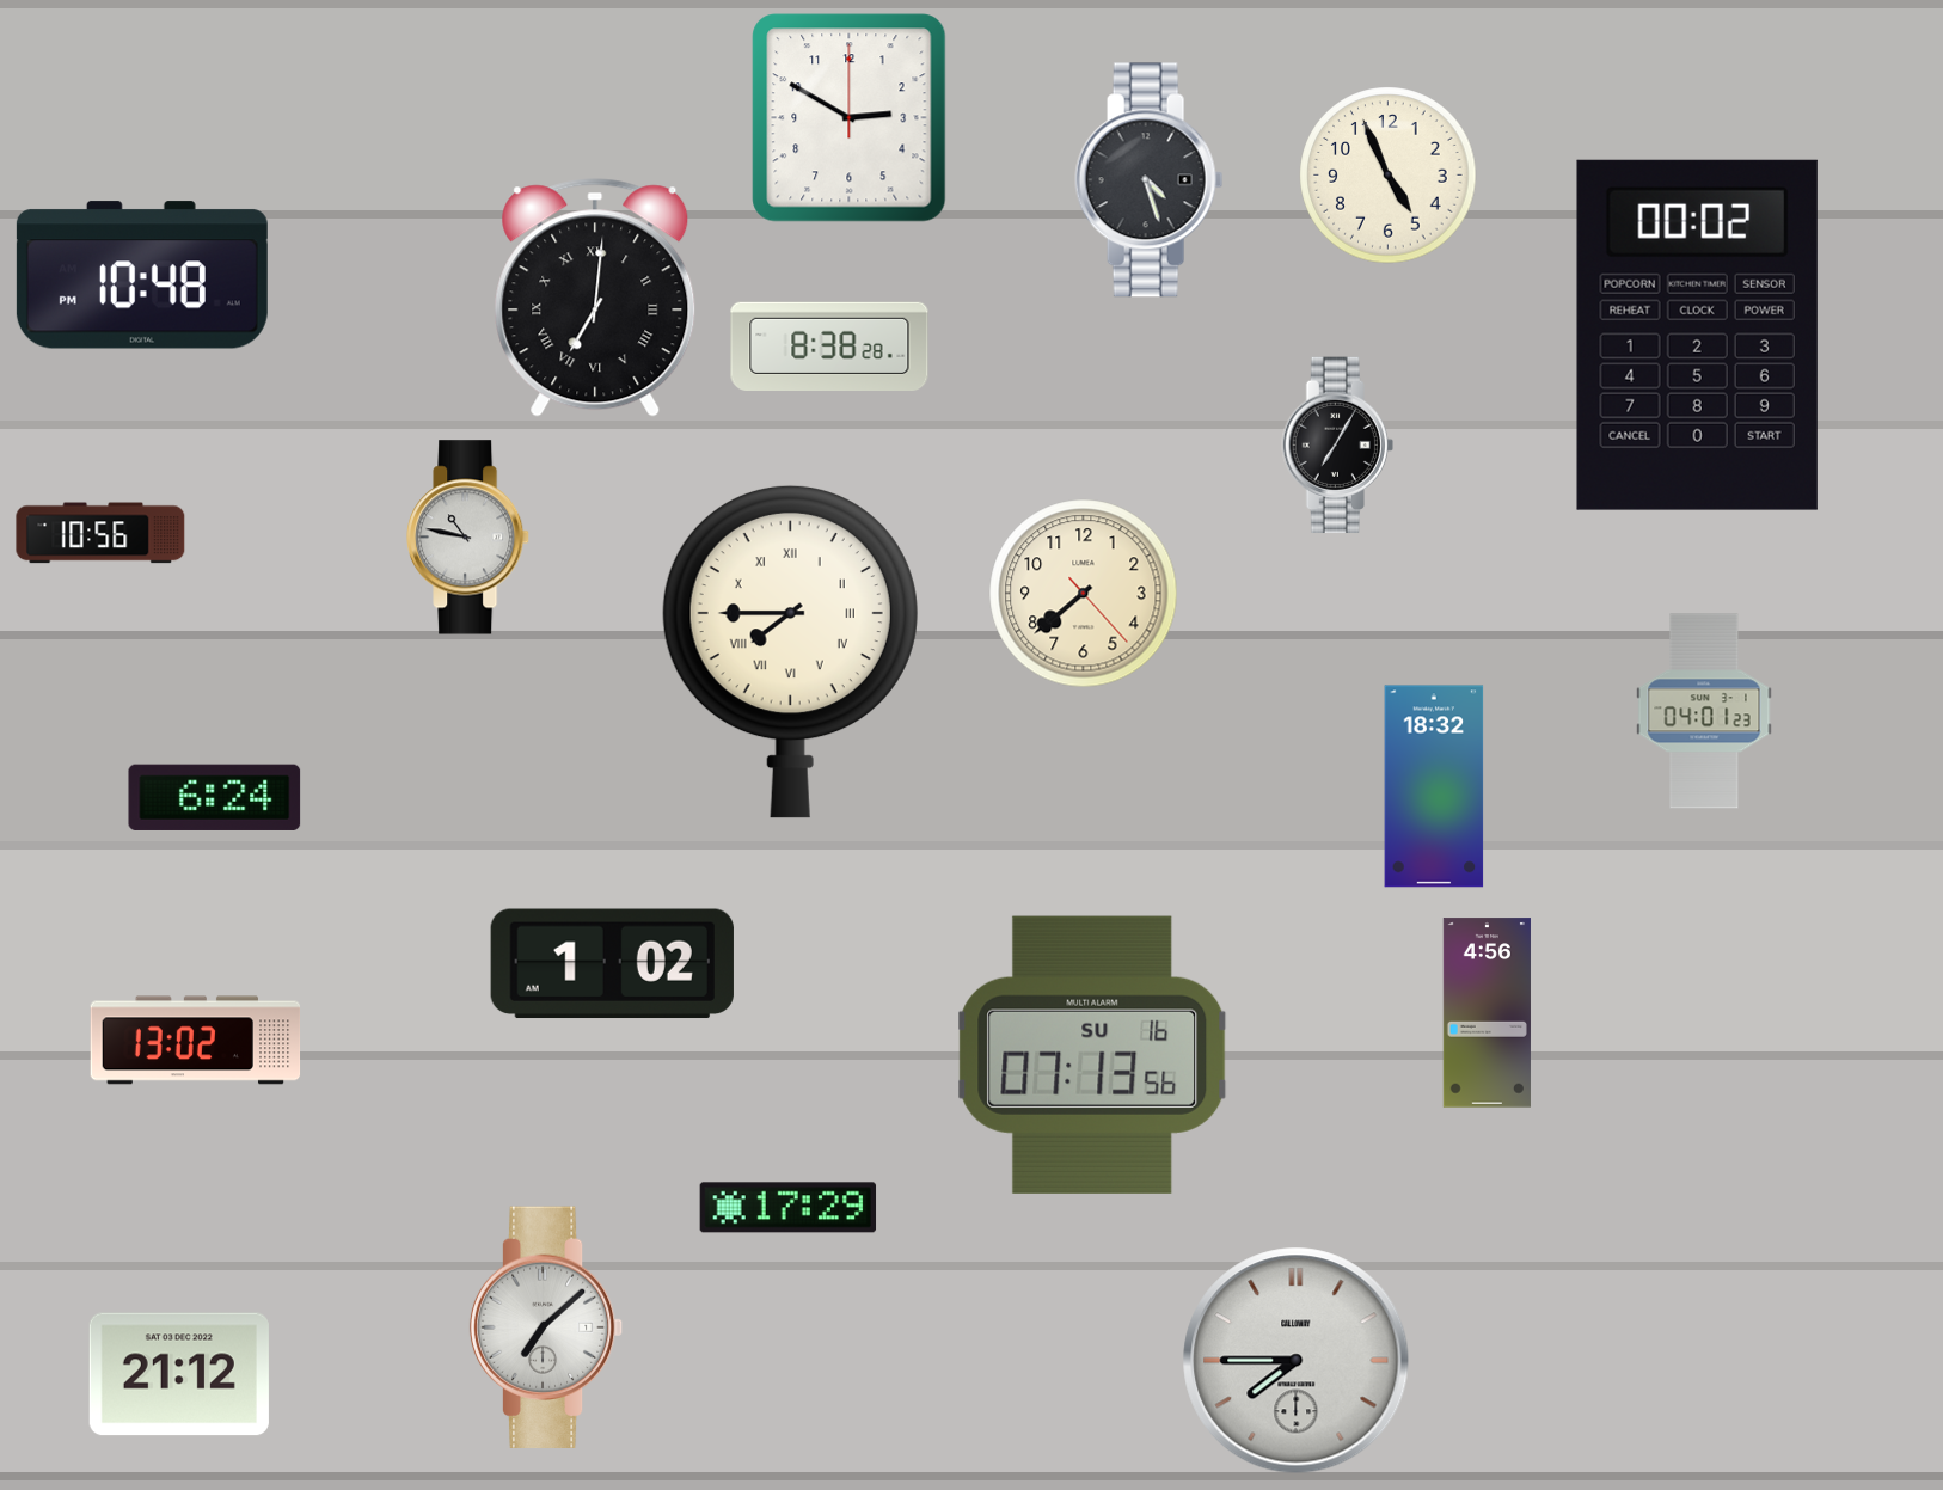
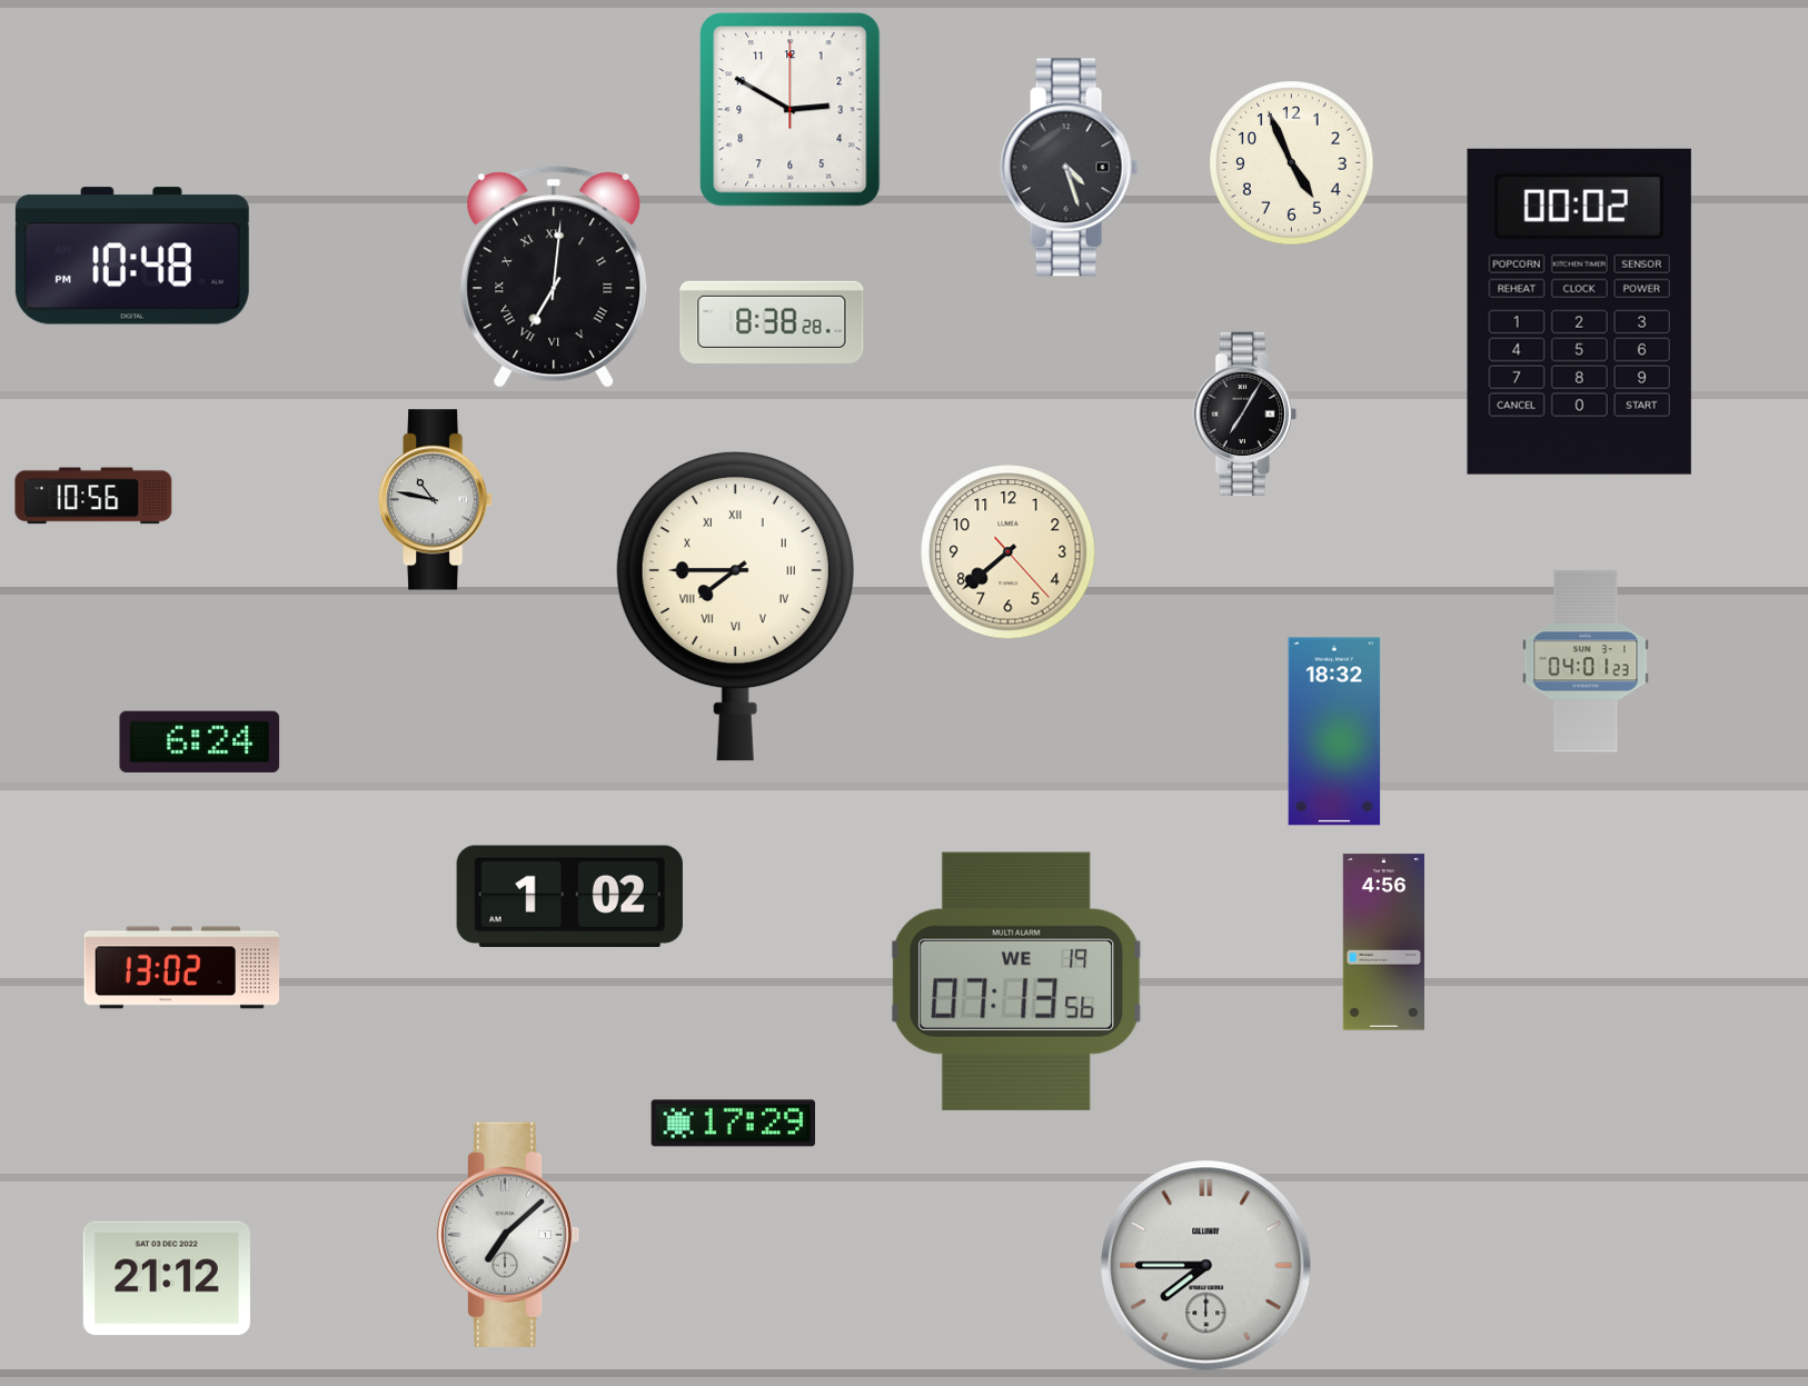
clock at (1092, 1055) date: SU 16 -> WE 19
